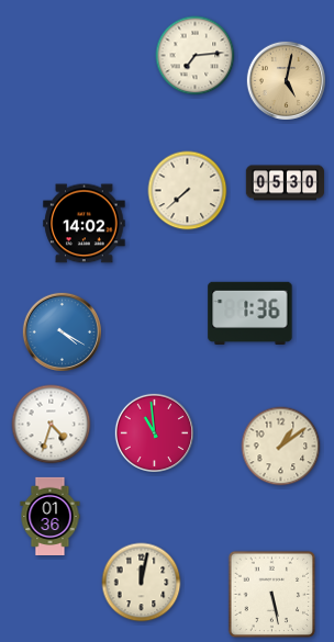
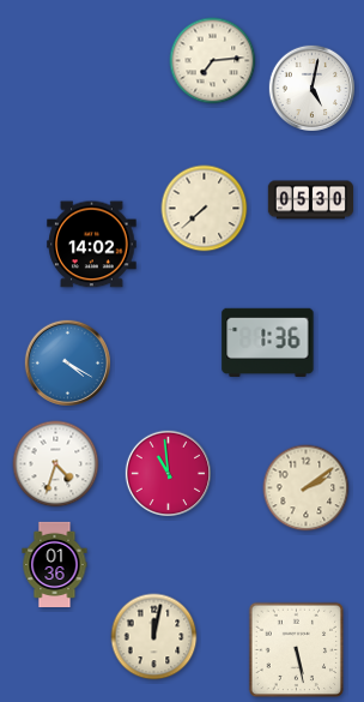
clock at (286, 80) dial: champagne -> white
clock at (250, 313) position: (250, 313) -> (268, 342)
clock at (281, 447): 1:09 -> 2:09
